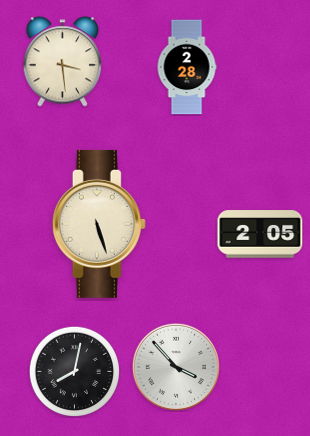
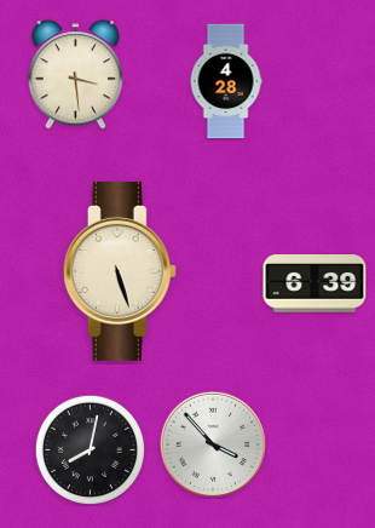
clock at (187, 67): 2:28 -> 4:28
clock at (260, 234): 2:05 -> 6:39
